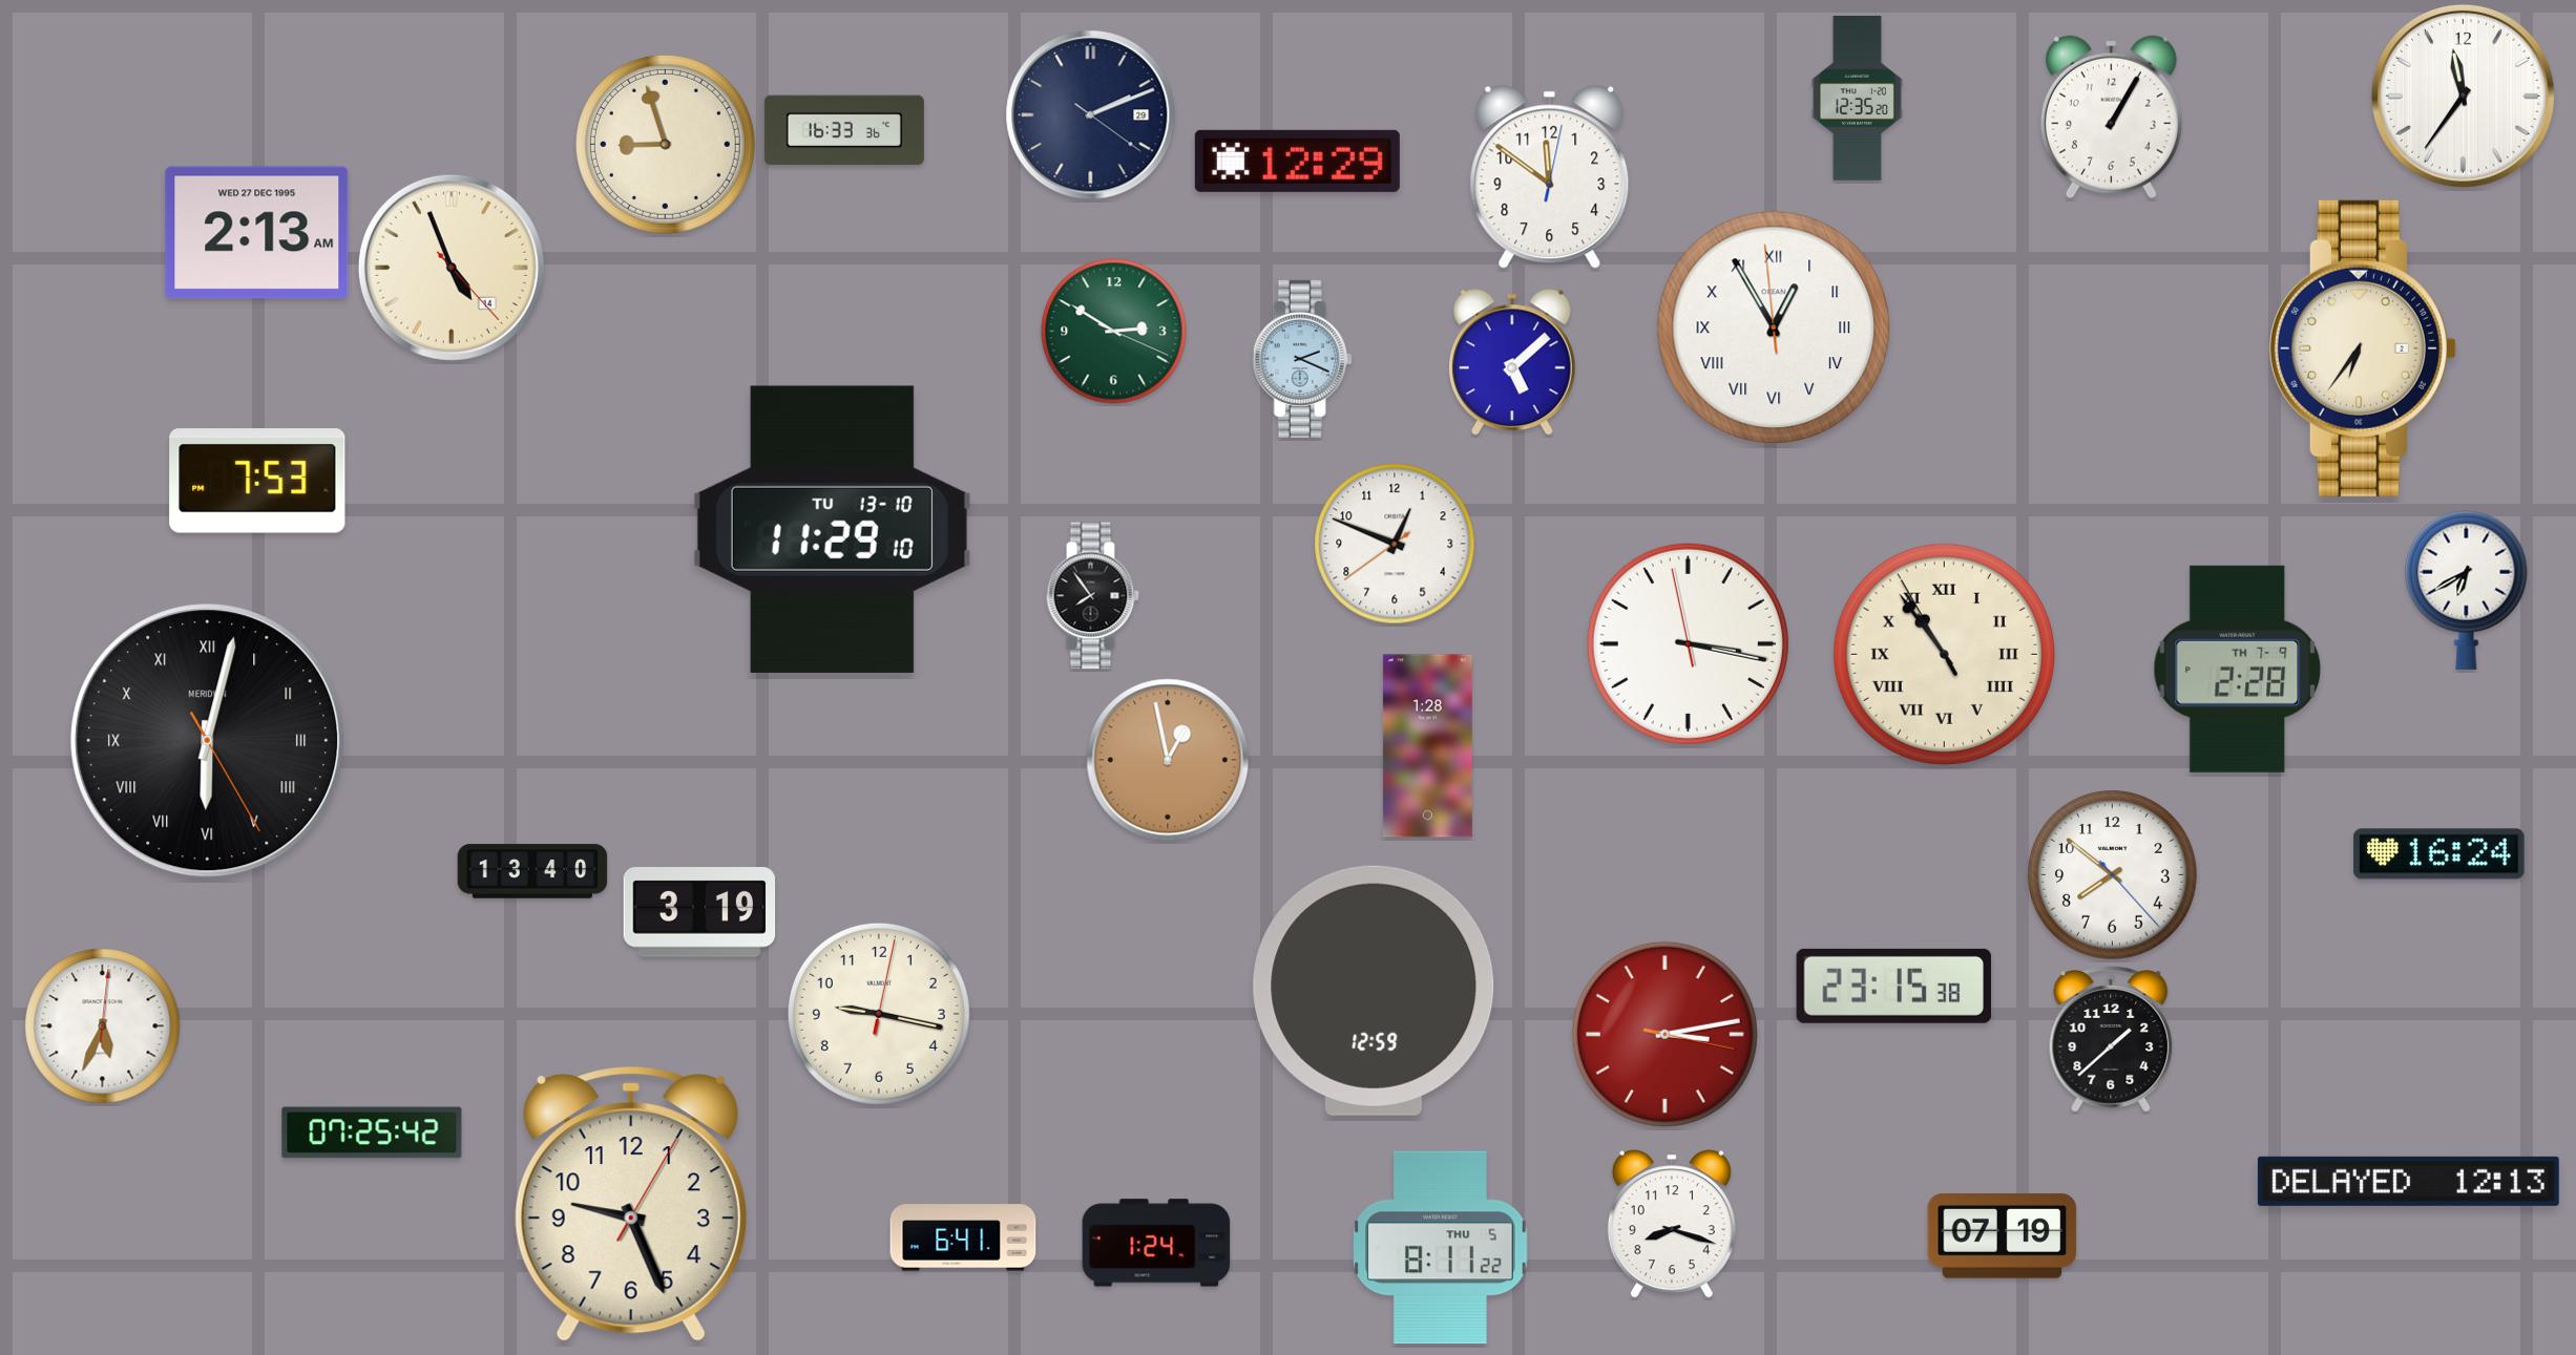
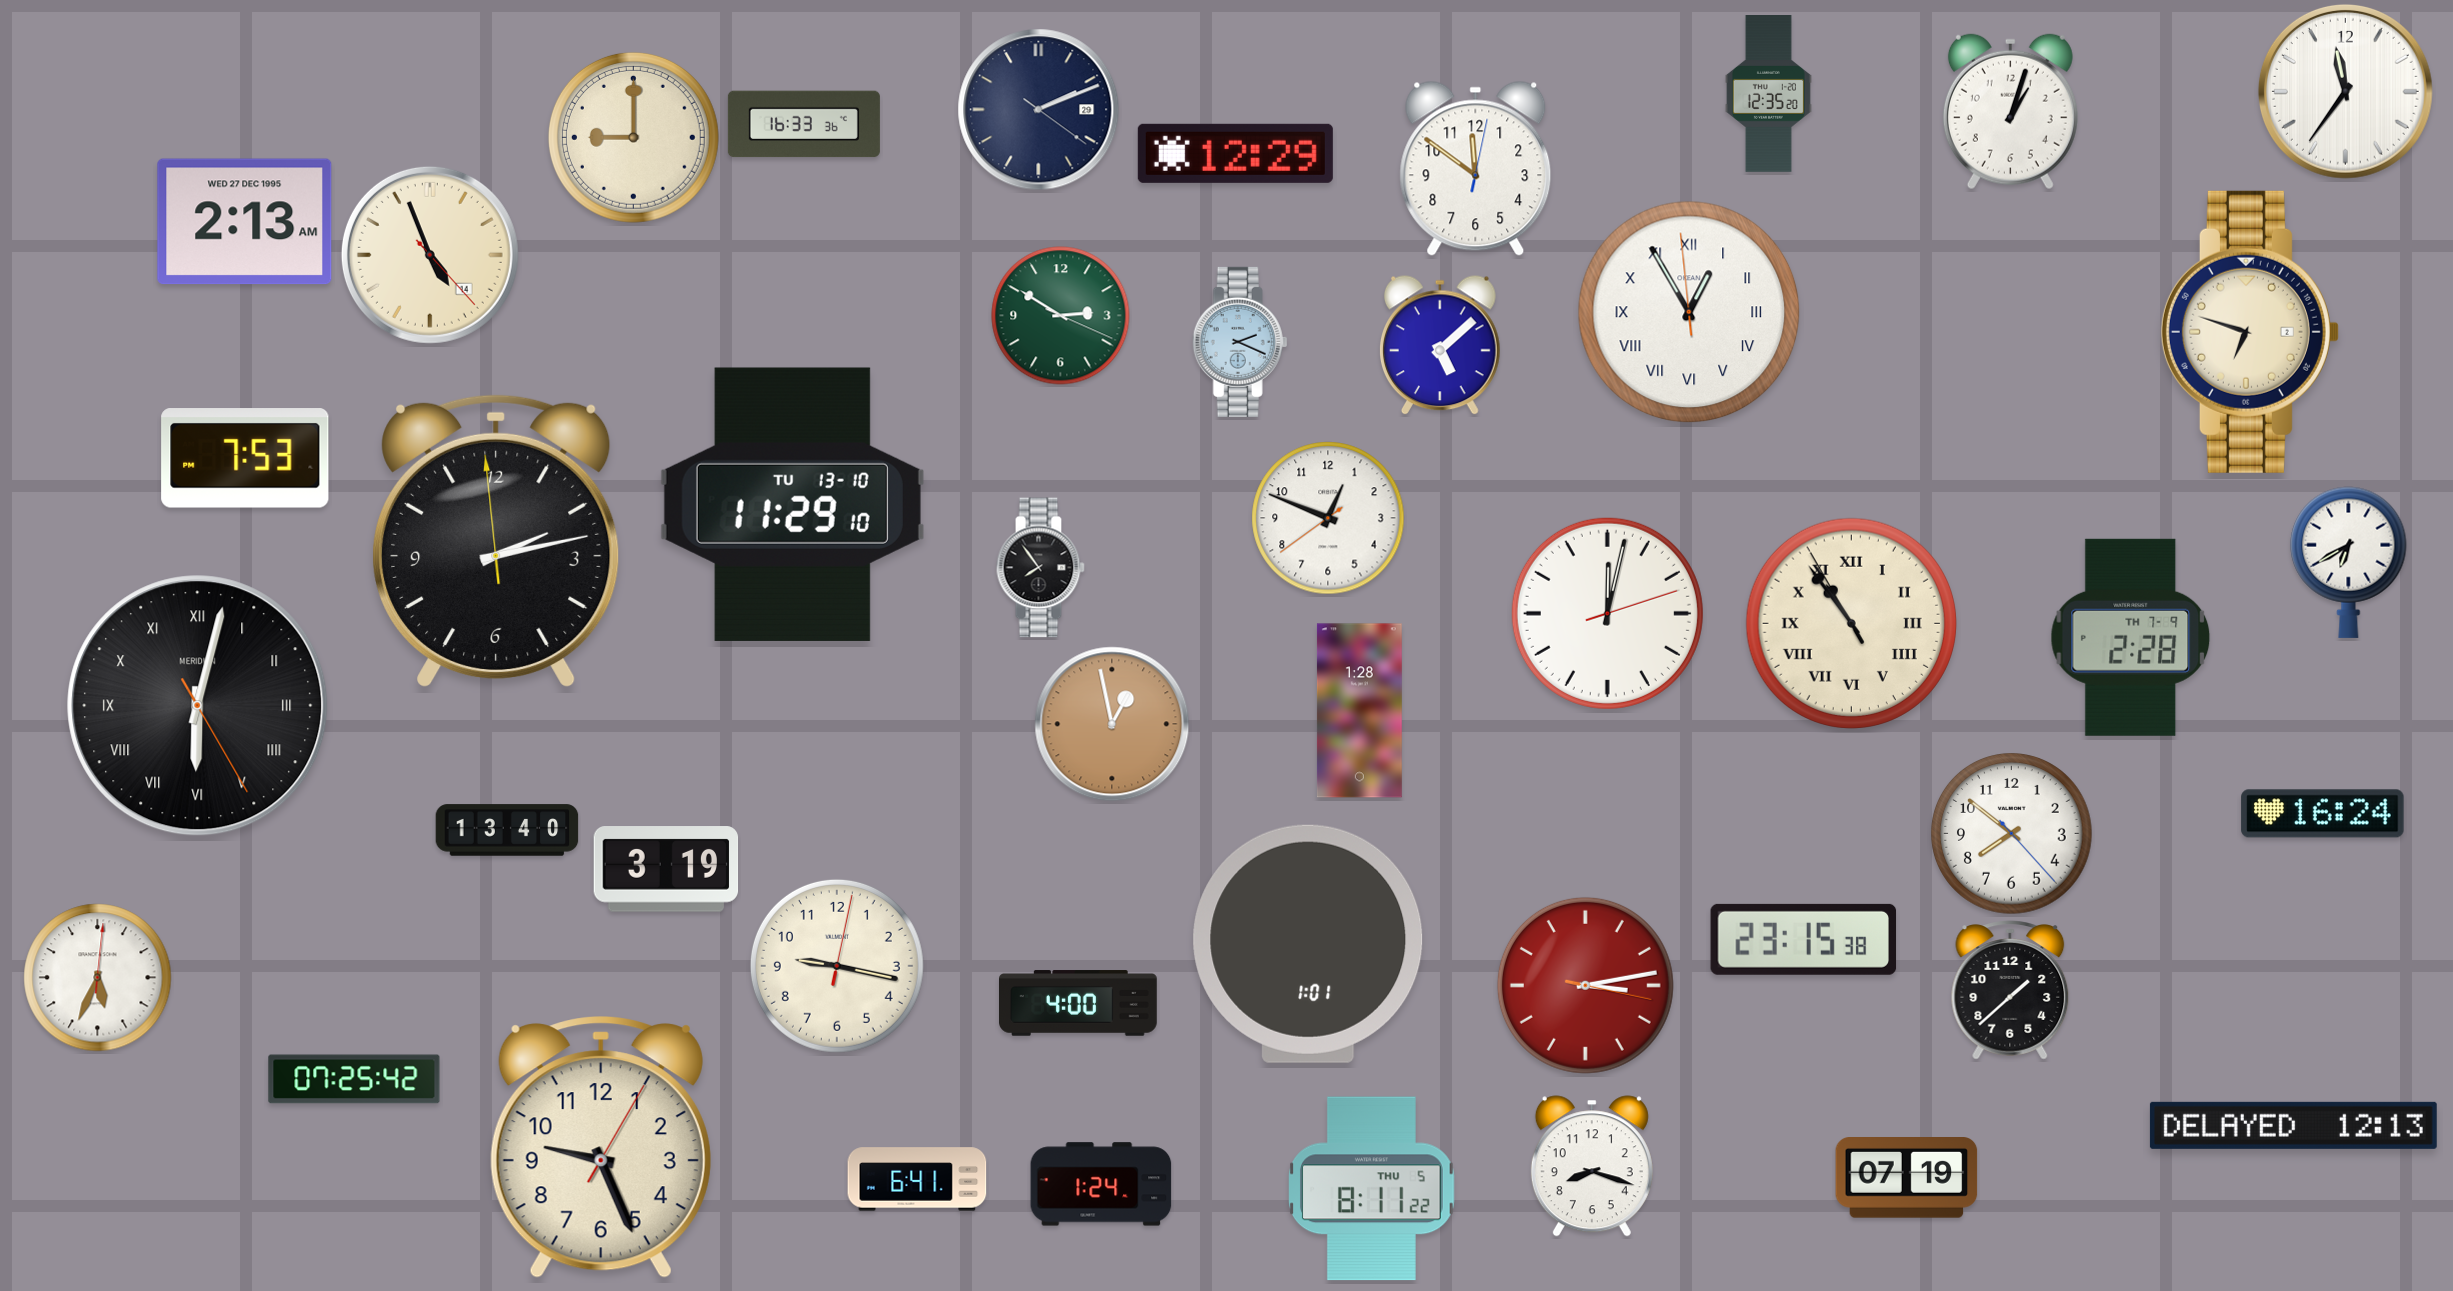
clock at (2111, 118): 1:05 -> 1:03
clock at (665, 144): 8:57 -> 9:00
clock at (2363, 348): 6:36 -> 6:48
clock at (496, 541): none -> 2:12
clock at (1688, 643): 3:16 -> 12:02
clock at (1374, 991): 12:59 -> 1:01
clock at (1079, 1003): none -> 4:00
